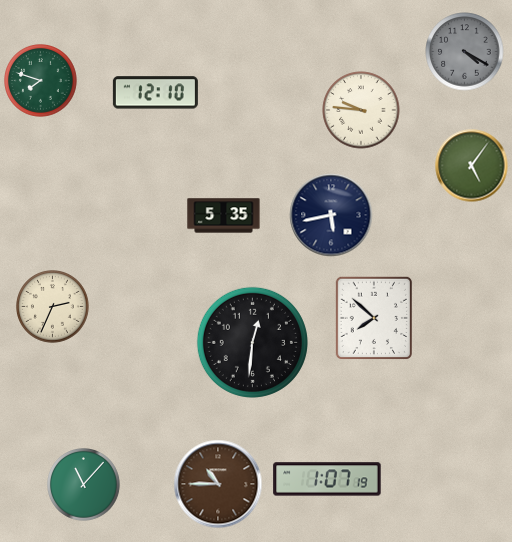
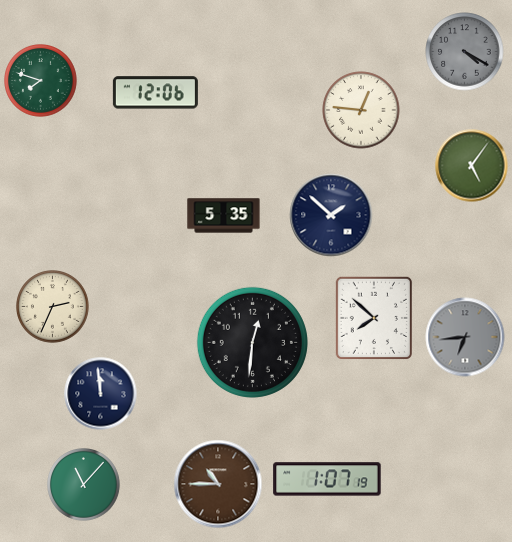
clock at (155, 93): 12:10 -> 12:06
clock at (361, 110): 9:46 -> 12:46
clock at (331, 215): 5:43 -> 1:52
clock at (465, 337): none -> 6:44
clock at (101, 394): none -> 11:59
